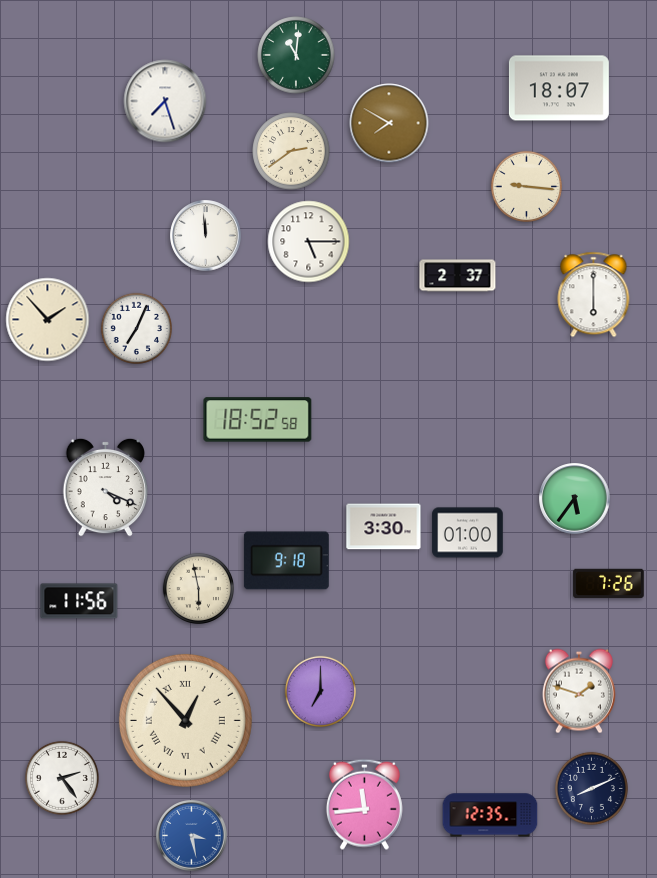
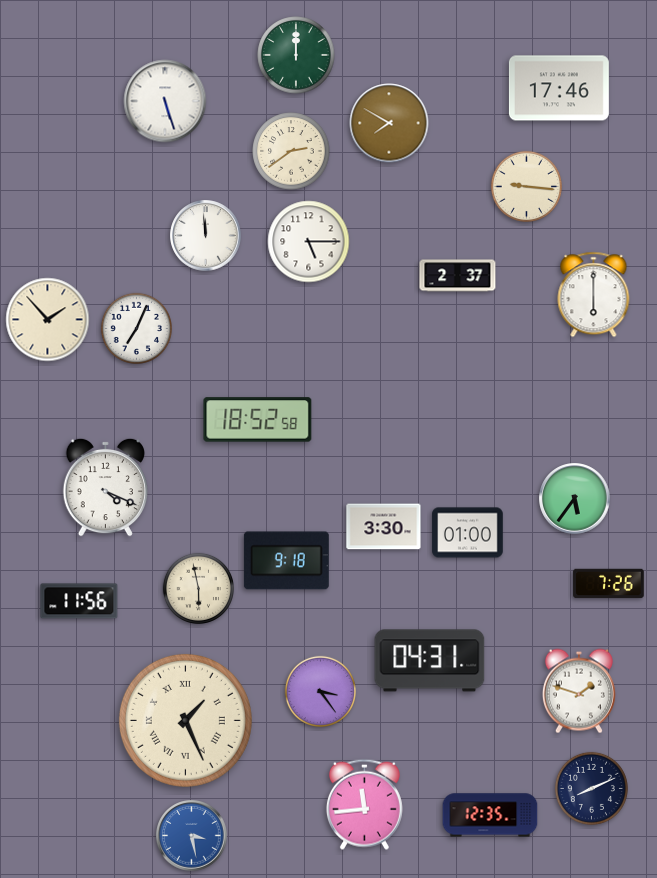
clock at (296, 55): 11:01 -> 12:00
clock at (559, 88): 18:07 -> 17:46
clock at (165, 101): 7:27 -> 5:27
clock at (430, 661): none -> 04:31
clock at (320, 691): 7:00 -> 3:24
clock at (185, 720): 12:53 -> 1:26
clock at (62, 778): 2:24 -> none
